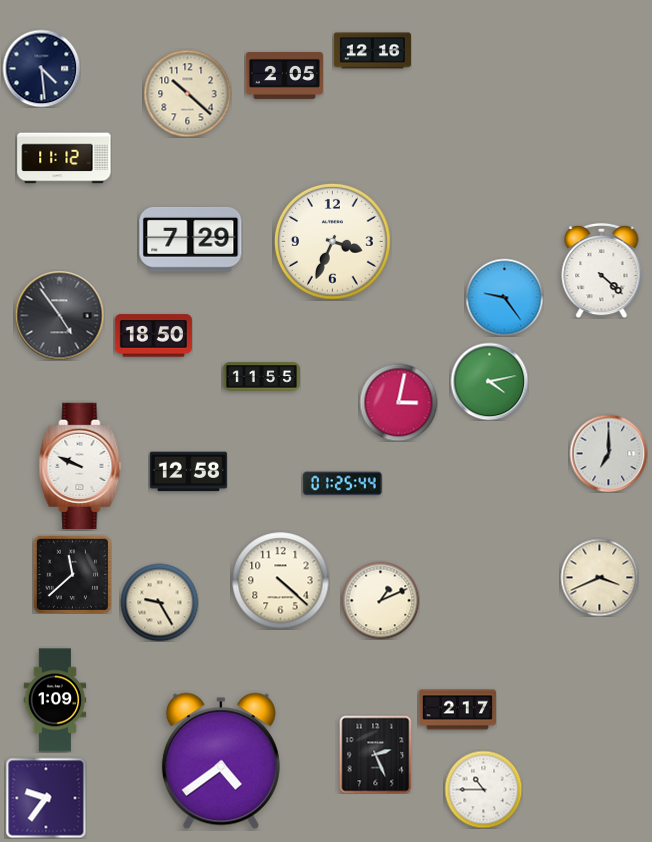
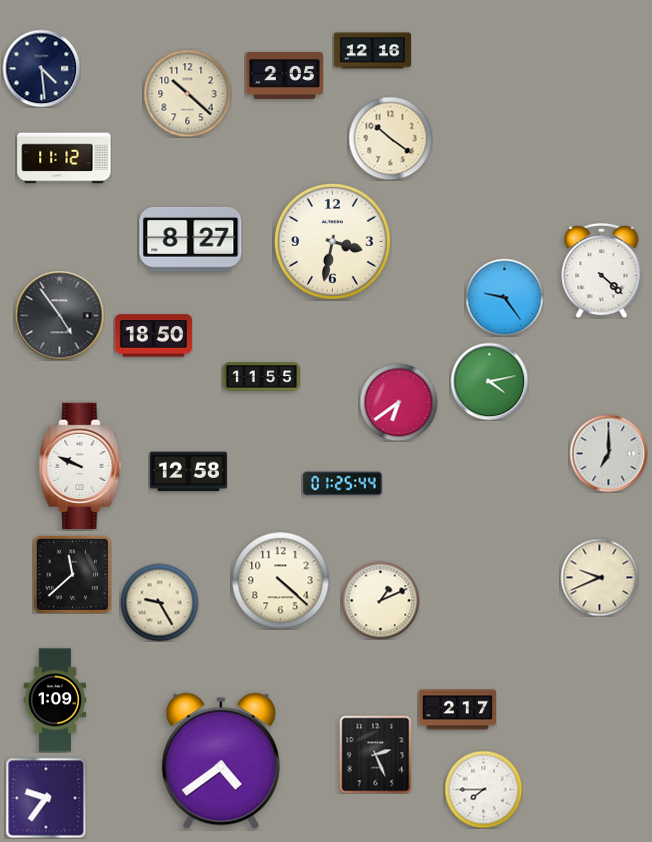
clock at (390, 138): none -> 10:21
clock at (191, 239): 7:29 -> 8:27
clock at (332, 241): 3:34 -> 3:32
clock at (398, 402): 3:02 -> 6:39
clock at (599, 577): 3:41 -> 9:41
clock at (483, 789): 10:45 -> 7:45
